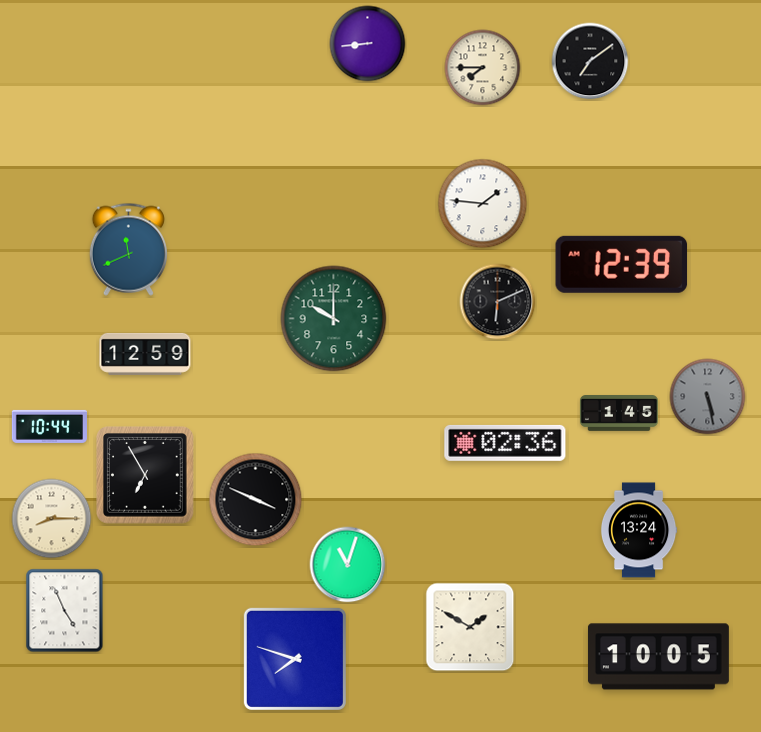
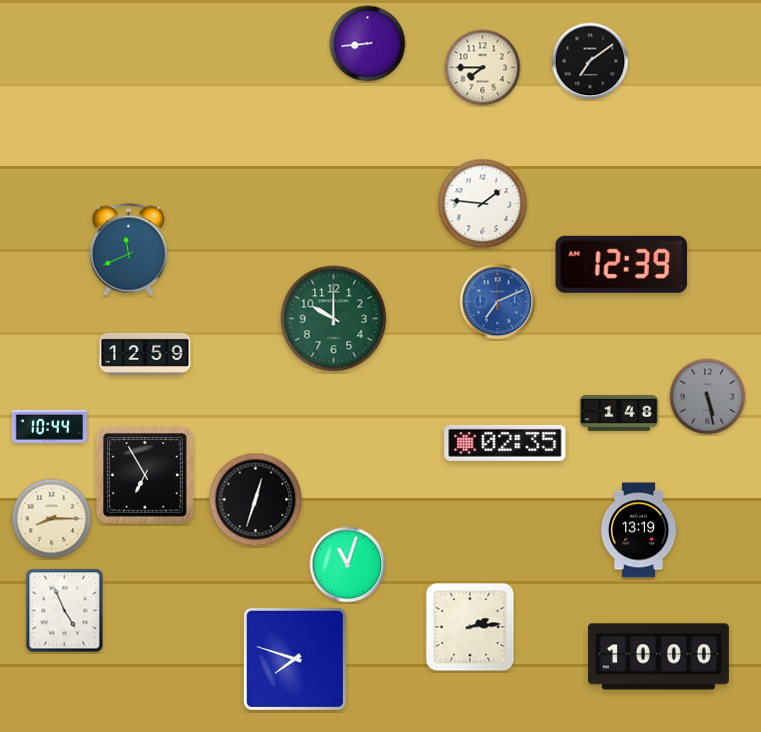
clock at (498, 302): 6:11 -> 7:11
clock at (498, 302) dial: black -> blue
clock at (619, 414): 1:45 -> 1:48
clock at (505, 443): 02:36 -> 02:35
clock at (256, 500): 3:49 -> 12:33
clock at (639, 530): 13:24 -> 13:19
clock at (470, 627): 1:50 -> 2:14
clock at (658, 657): 10:05 -> 10:00
